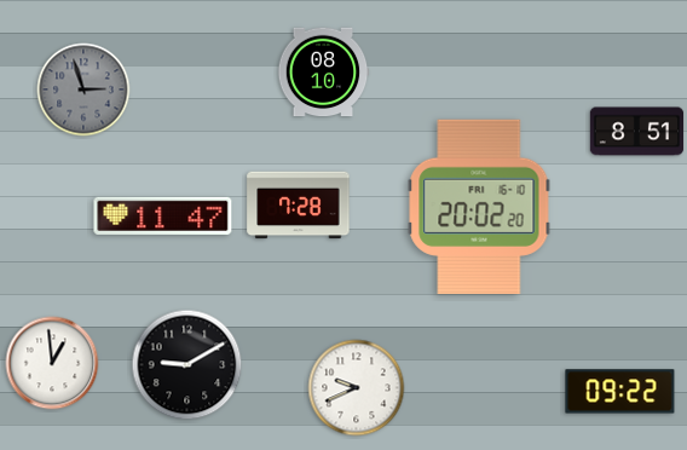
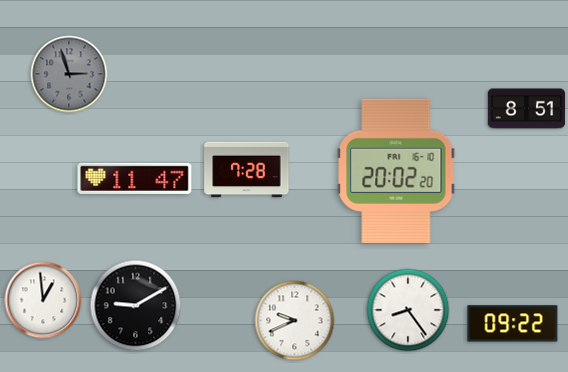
clock at (323, 73): 08:10 -> none
clock at (187, 365) position: (187, 365) -> (136, 306)
clock at (408, 310): none -> 8:24
